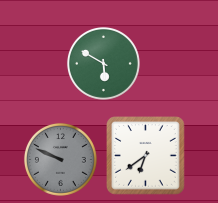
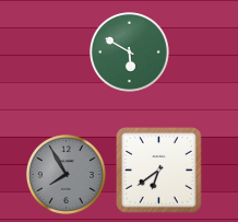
clock at (103, 63) position: (103, 63) -> (129, 51)
clock at (60, 159): 9:49 -> 7:55
